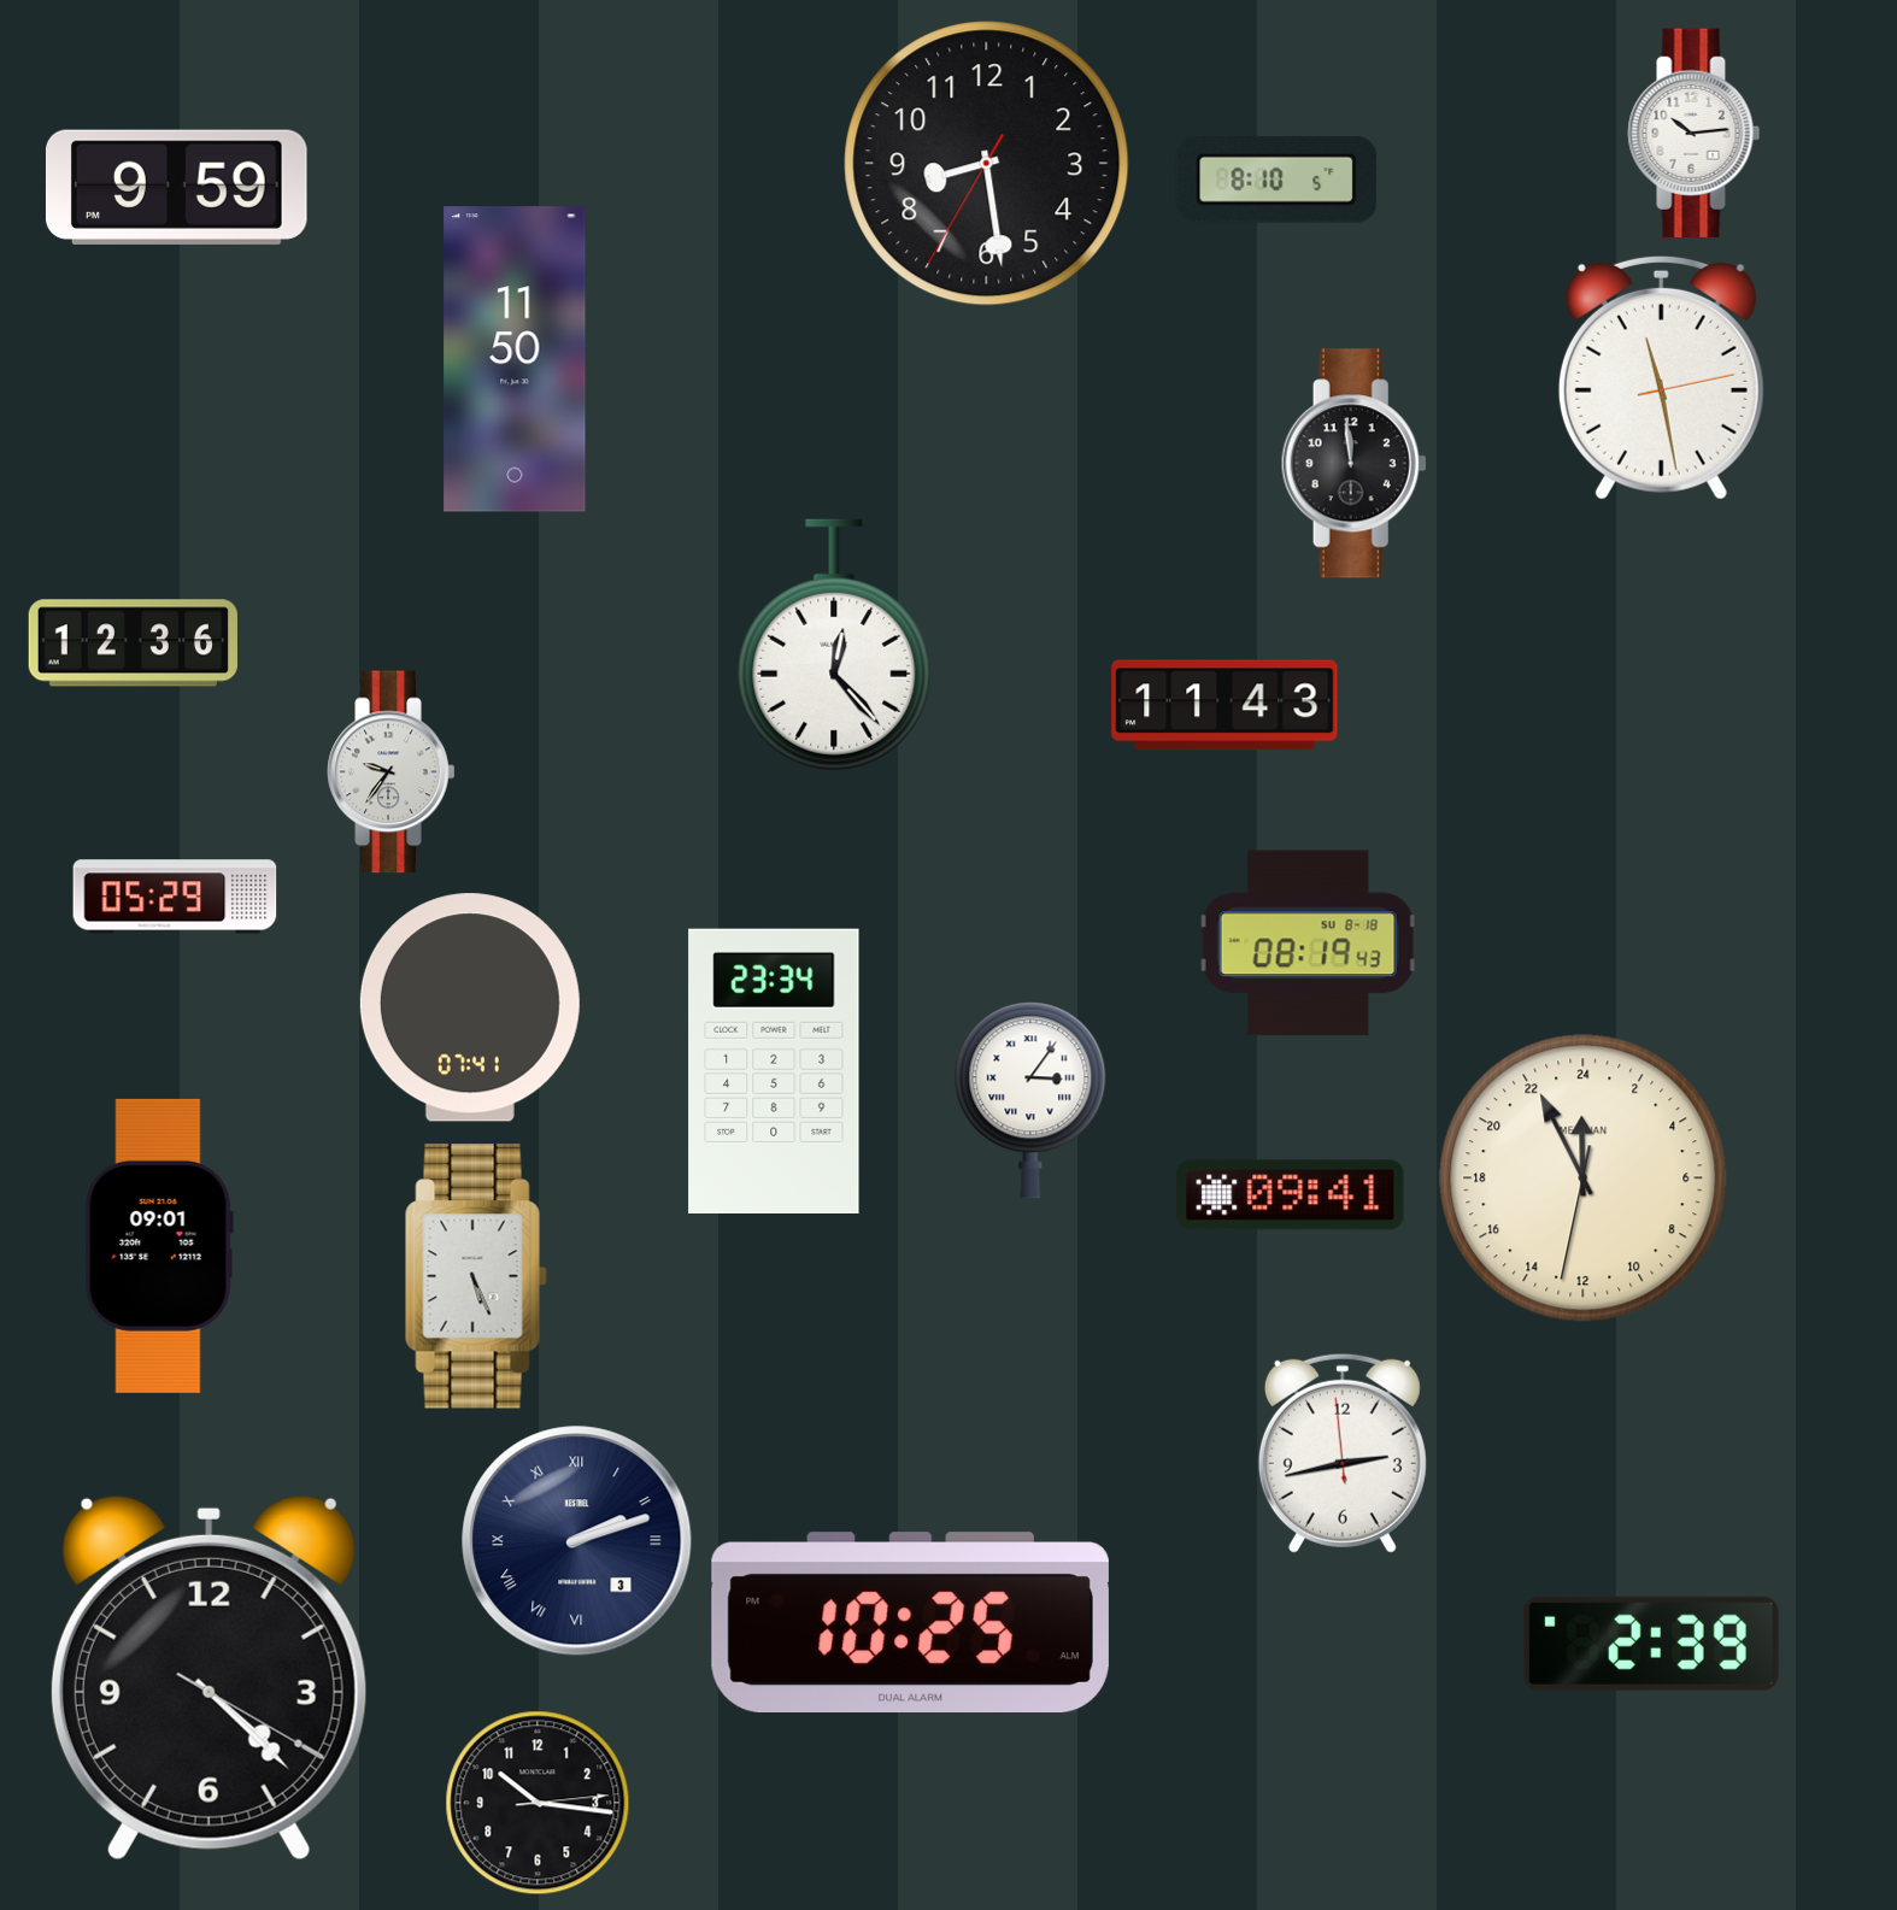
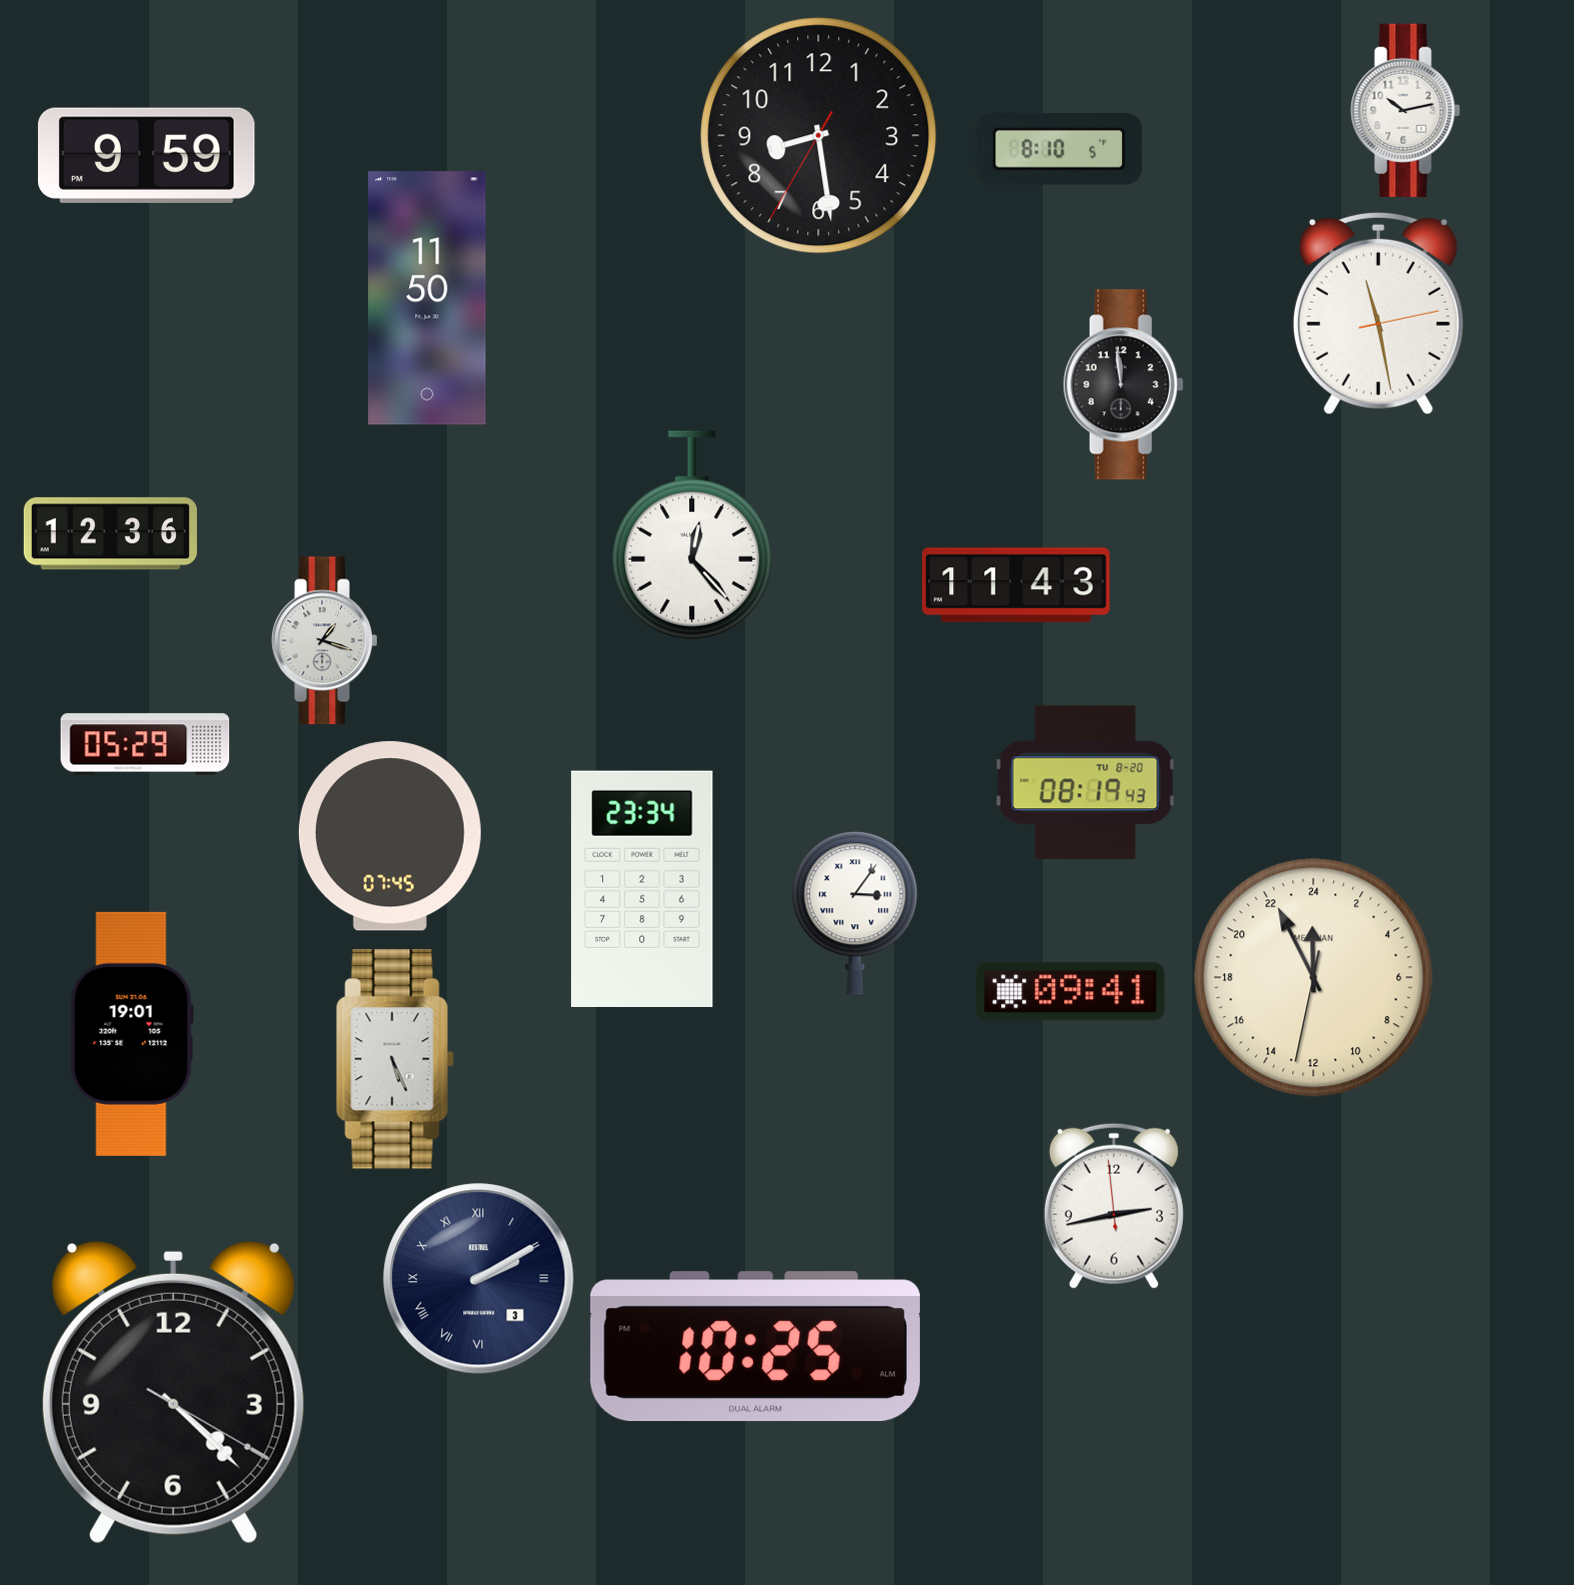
clock at (1695, 133): 10:14 -> 10:13
clock at (392, 772): 9:36 -> 1:18
clock at (1309, 944) date: SU 8-18 -> TU 8-20
clock at (470, 1007): 07:41 -> 07:45
clock at (159, 1246): 09:01 -> 19:01
clock at (577, 1541): 2:12 -> 2:10
clock at (1651, 1644): 2:39 -> none
clock at (538, 1803): 10:16 -> none
